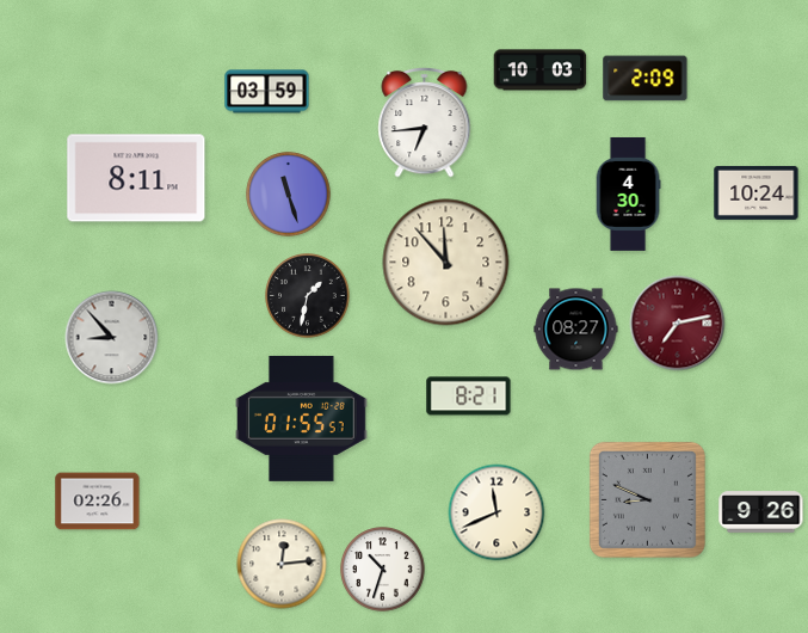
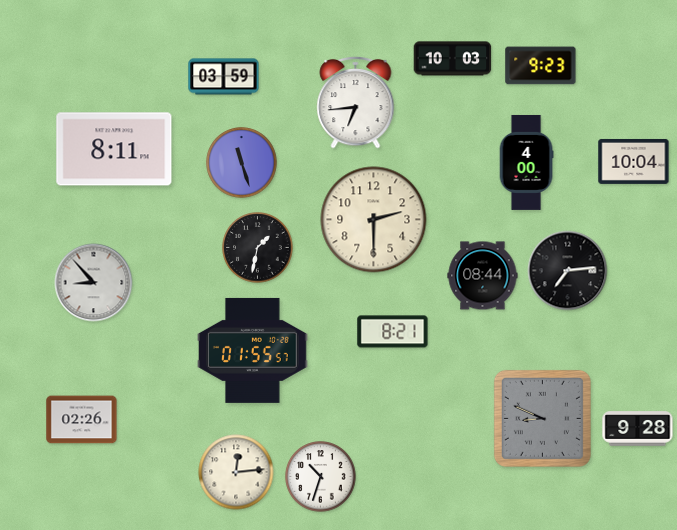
clock at (646, 79): 2:09 -> 9:23
clock at (757, 192): 10:24 -> 10:04
clock at (628, 193): 4:30 -> 4:00
clock at (446, 263): 11:53 -> 2:30
clock at (678, 324): 7:13 -> 7:14
clock at (678, 324) dial: burgundy -> black
clock at (576, 330): 08:27 -> 08:44
clock at (496, 512): 11:41 -> none
clock at (761, 512): 9:26 -> 9:28
